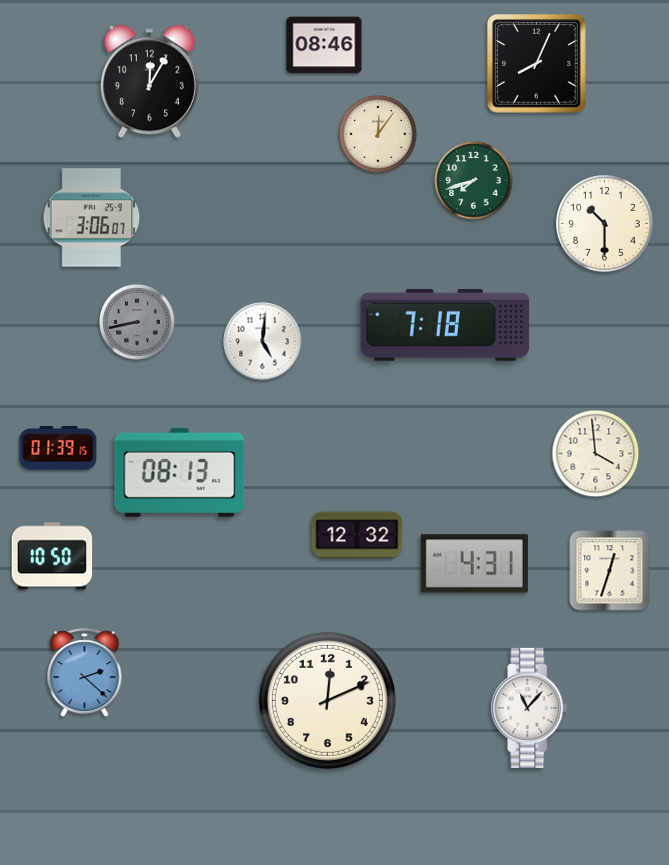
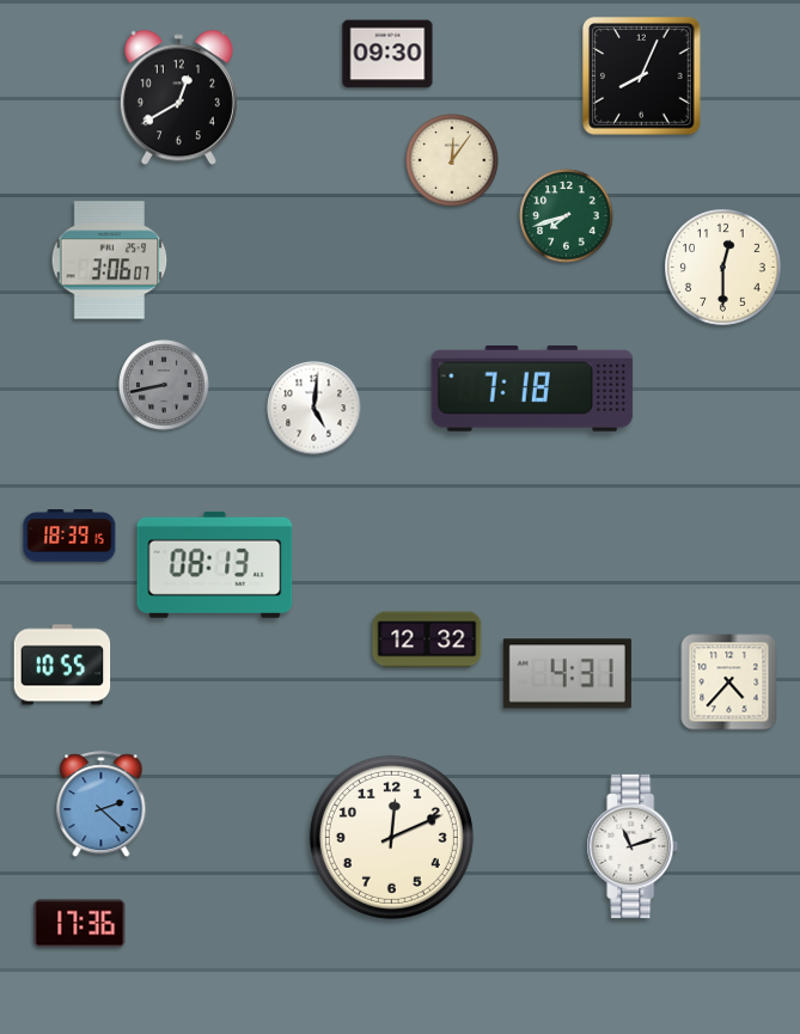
clock at (324, 45): 08:46 -> 09:30
clock at (149, 82): 12:05 -> 12:40
clock at (605, 224): 10:30 -> 12:30
clock at (58, 448): 01:39 -> 18:39
clock at (596, 454): 3:59 -> none
clock at (52, 556): 10:50 -> 10:55
clock at (610, 571): 12:33 -> 4:37
clock at (529, 708): 11:07 -> 11:12
clock at (80, 924): none -> 17:36
